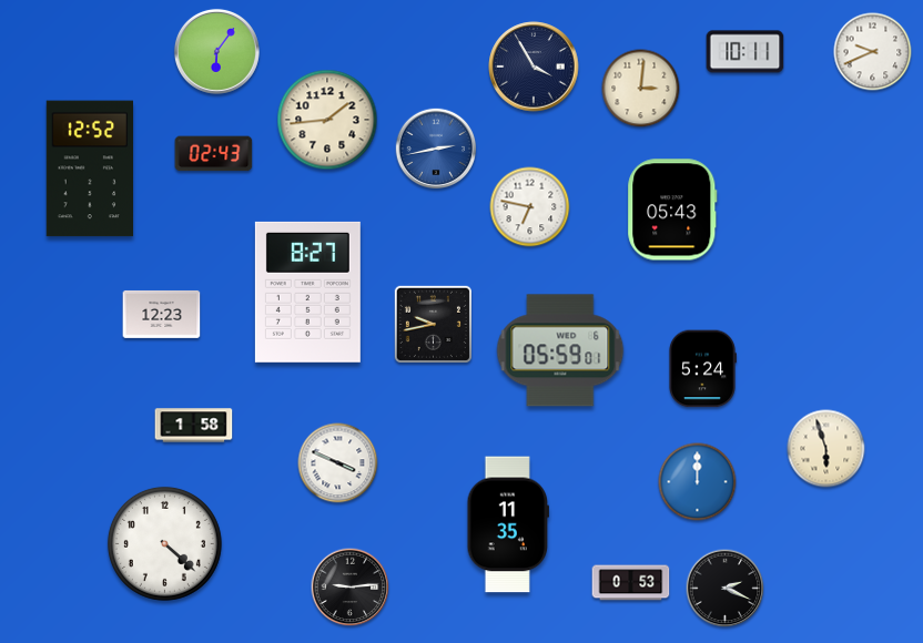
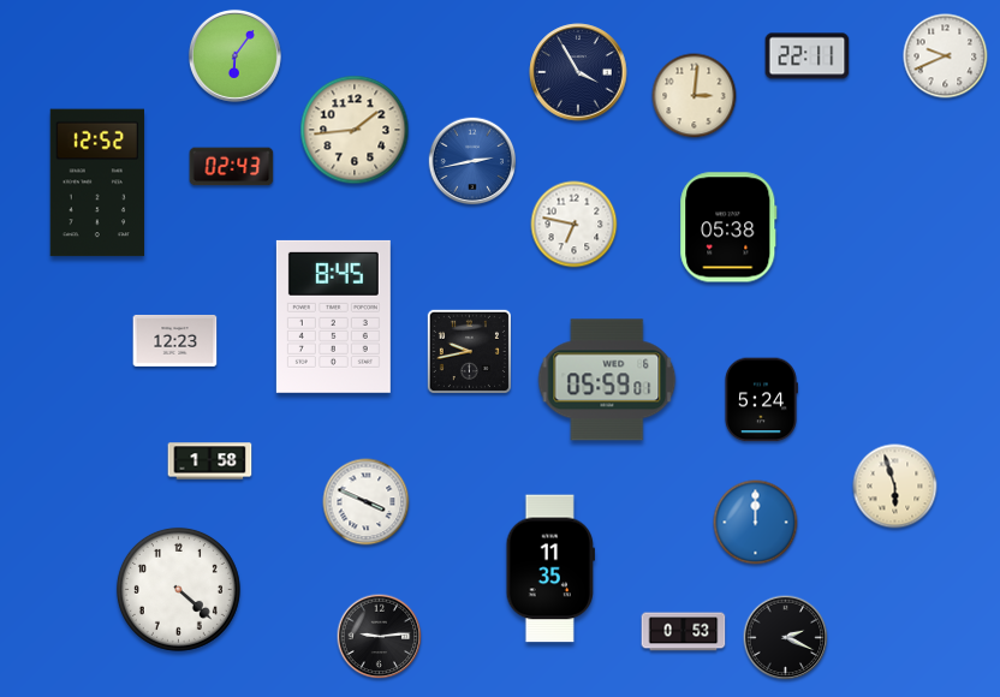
clock at (745, 52): 10:11 -> 22:11
clock at (672, 210): 05:43 -> 05:38
clock at (307, 292): 8:27 -> 8:45
